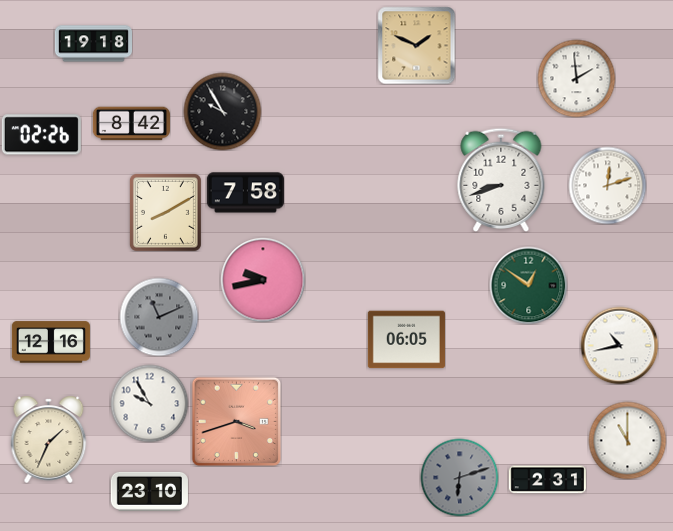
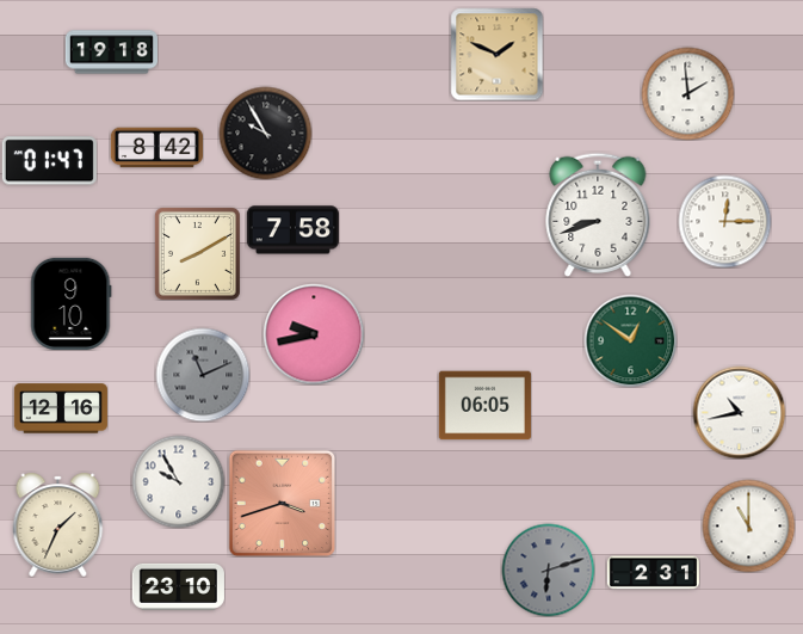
clock at (41, 135): 02:26 -> 01:47
clock at (607, 185): 12:12 -> 12:15
clock at (72, 303): none -> 9:10
clock at (159, 317) position: (159, 317) -> (203, 375)
